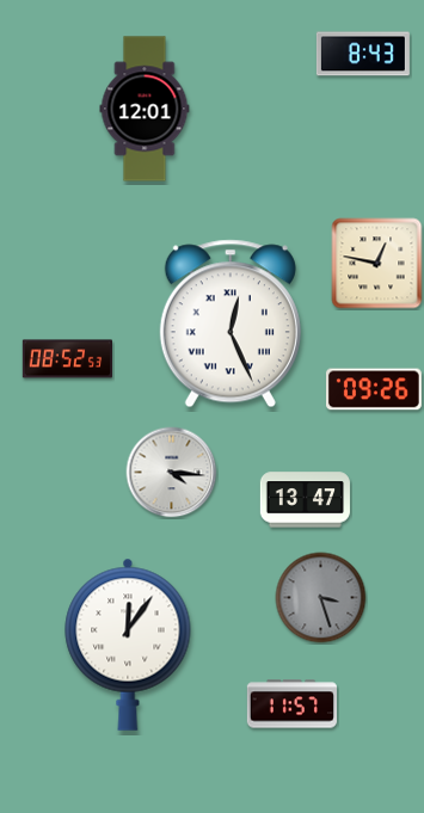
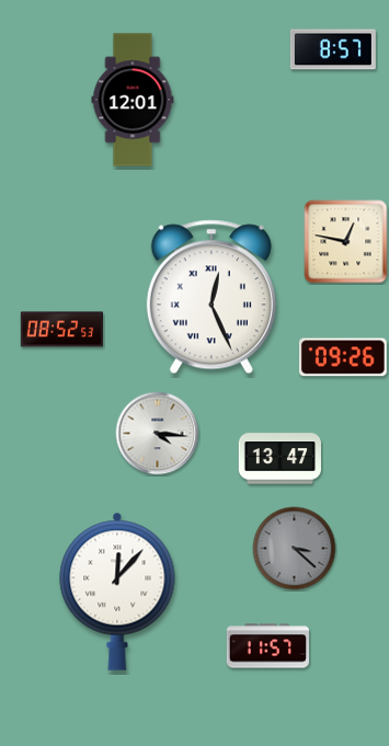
clock at (363, 54): 8:43 -> 8:57
clock at (321, 598): 3:27 -> 3:22
clock at (128, 645): 12:06 -> 12:07
